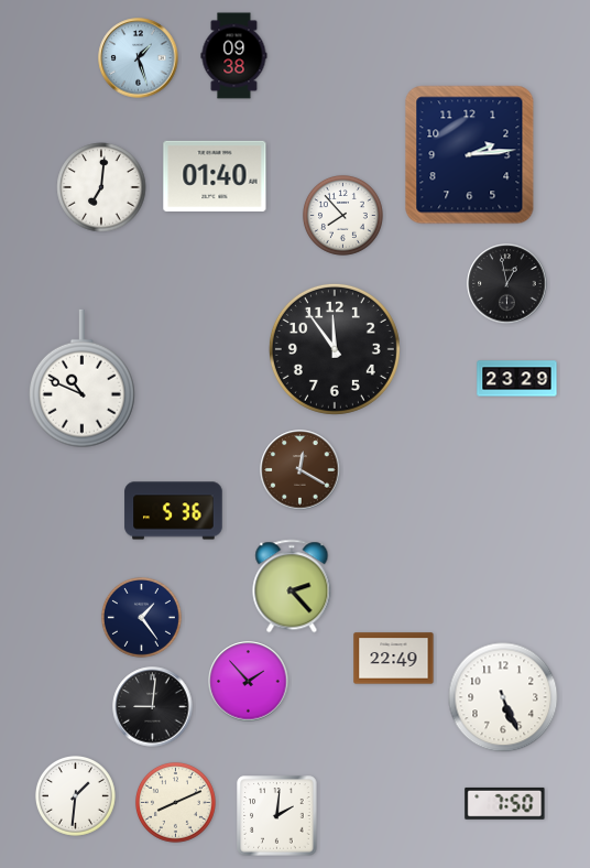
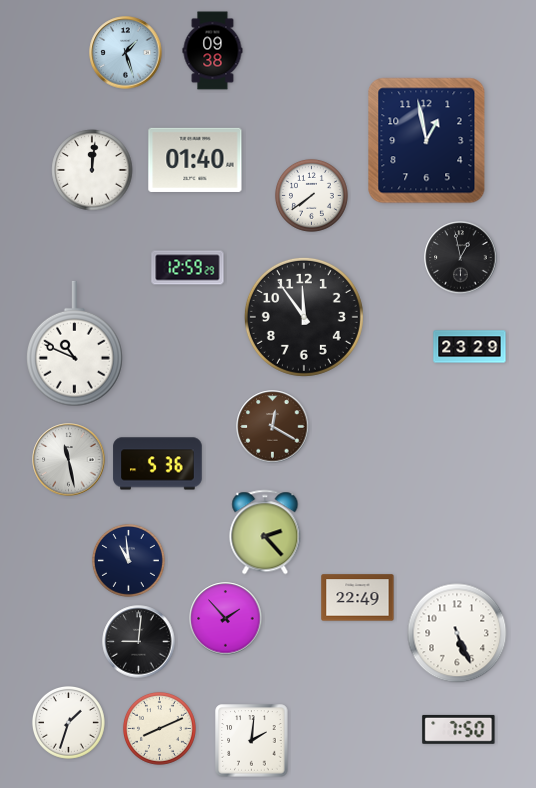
clock at (470, 155): 2:14 -> 12:58
clock at (101, 187): 7:01 -> 12:01
clock at (342, 215): 7:53 -> 7:39
clock at (188, 268): none -> 12:59
clock at (517, 379) position: (517, 379) -> (470, 347)
clock at (69, 460): none -> 11:28
clock at (141, 617): 1:24 -> 10:59
clock at (75, 795): 1:31 -> 1:33
